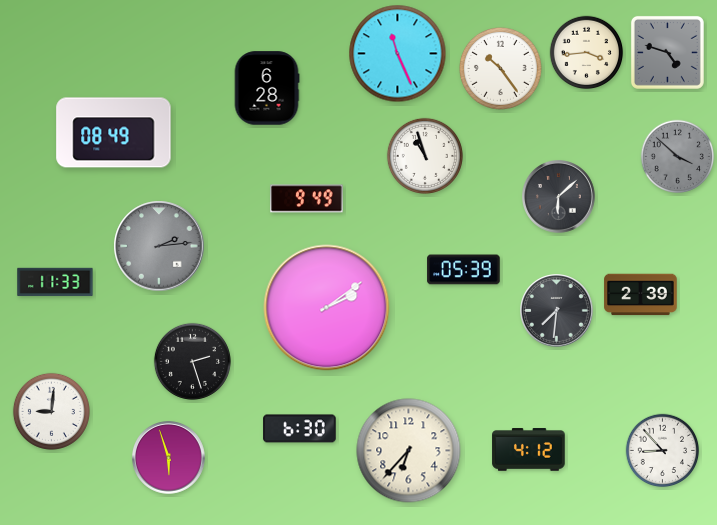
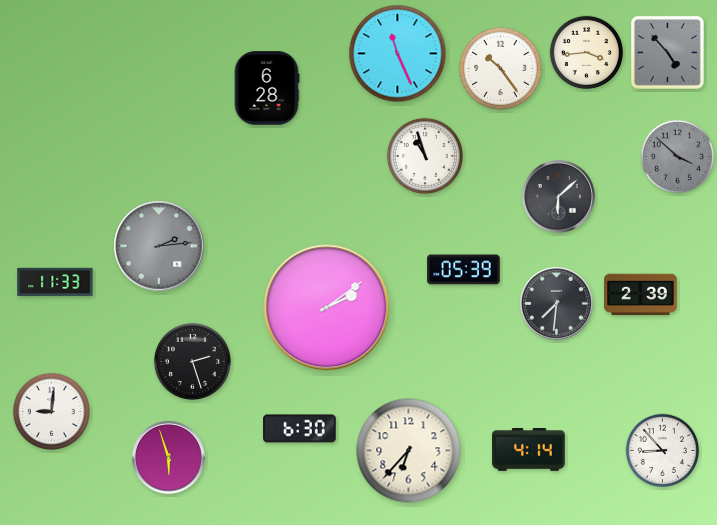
clock at (667, 52): 4:48 -> 4:53
clock at (114, 133): 08:49 -> none
clock at (307, 199): 9:49 -> none
clock at (557, 311) position: (557, 311) -> (557, 304)
clock at (529, 450): 4:12 -> 4:14
